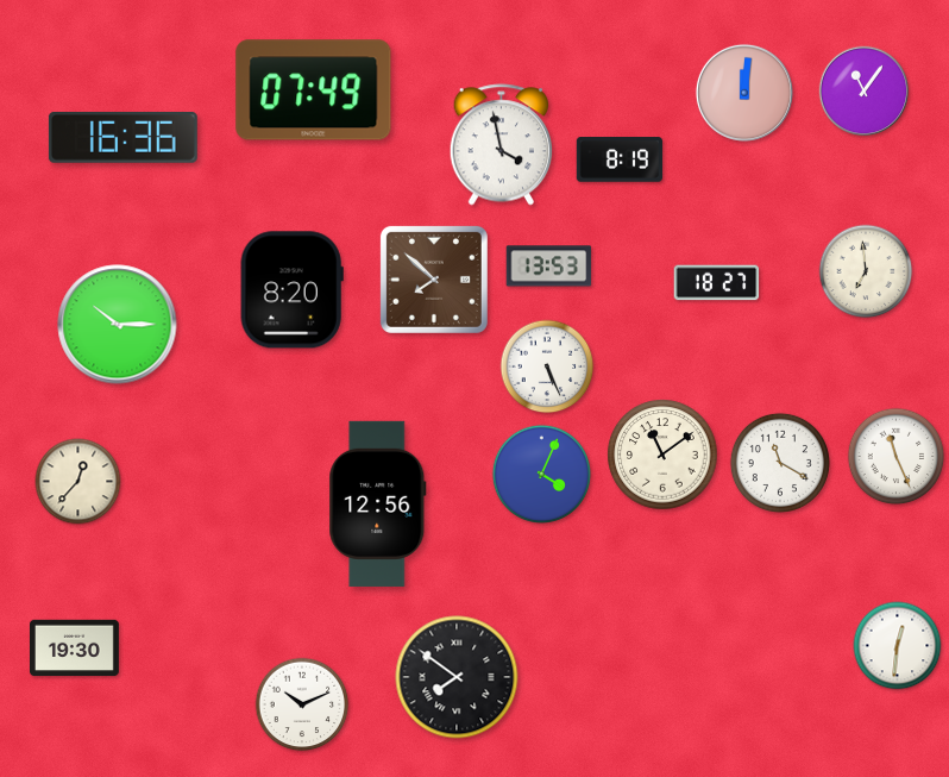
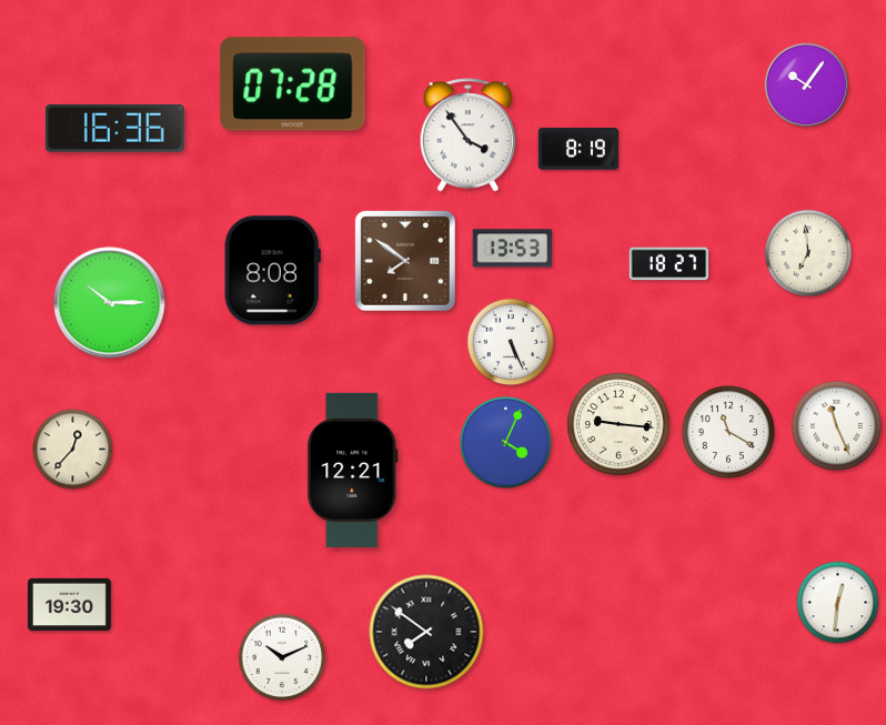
clock at (314, 90): 07:49 -> 07:28
clock at (865, 92): 11:06 -> 10:06
clock at (744, 93): 12:01 -> none
clock at (502, 145): 3:58 -> 3:54
clock at (434, 280): 7:52 -> 7:51
clock at (291, 290): 8:20 -> 8:08
clock at (662, 455): 11:09 -> 9:16
clock at (378, 503): 12:56 -> 12:21
